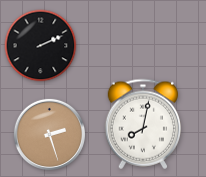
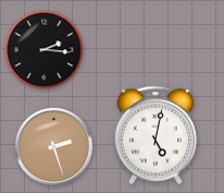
clock at (41, 46): 2:11 -> 2:16
clock at (142, 124): 8:02 -> 5:02
